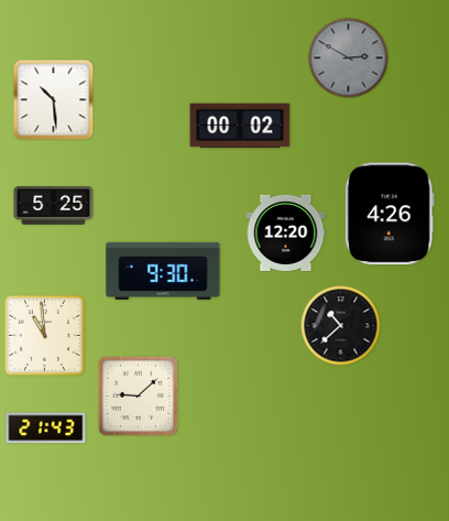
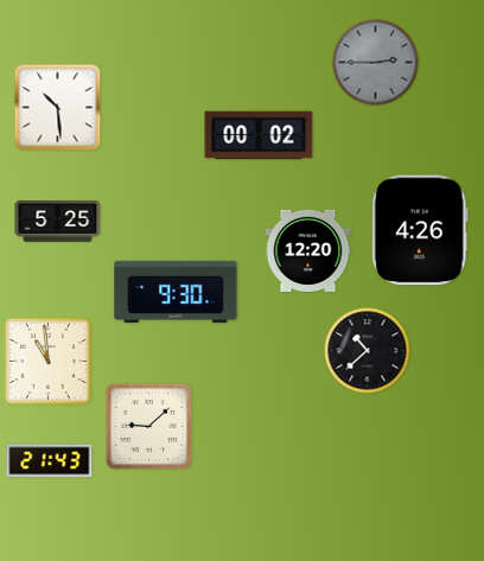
clock at (349, 58): 2:50 -> 2:45
